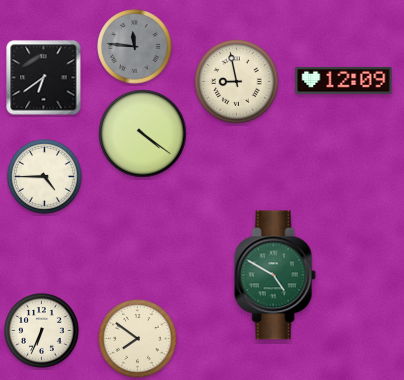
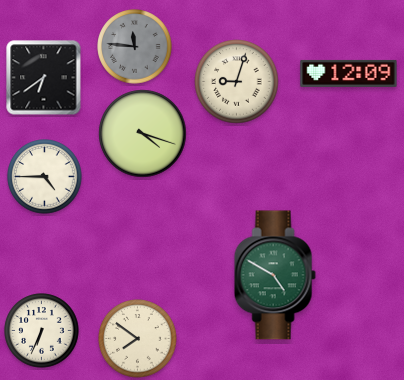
clock at (344, 80) position: (344, 80) -> (349, 73)
clock at (237, 82): 8:58 -> 9:03
clock at (143, 134): 4:21 -> 4:18
